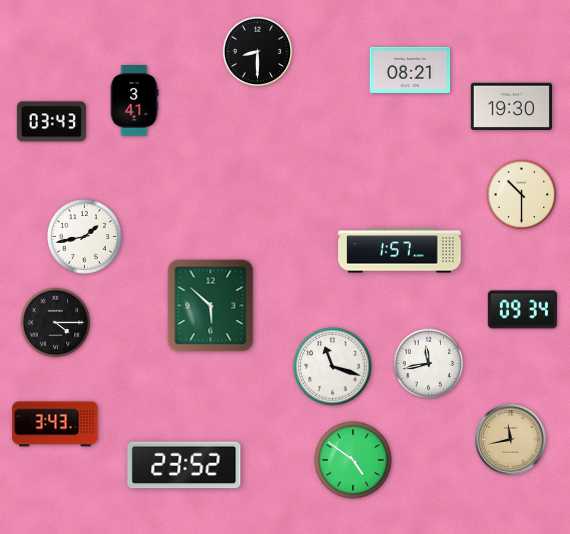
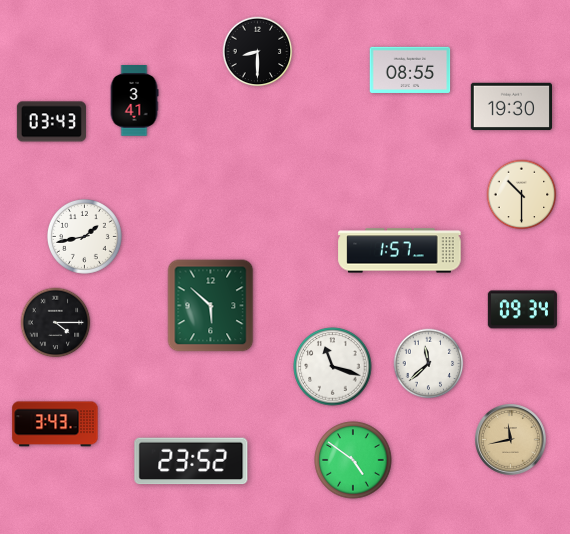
clock at (410, 70): 08:21 -> 08:55
clock at (429, 364): 11:43 -> 11:38
clock at (184, 465) position: (184, 465) -> (191, 461)
